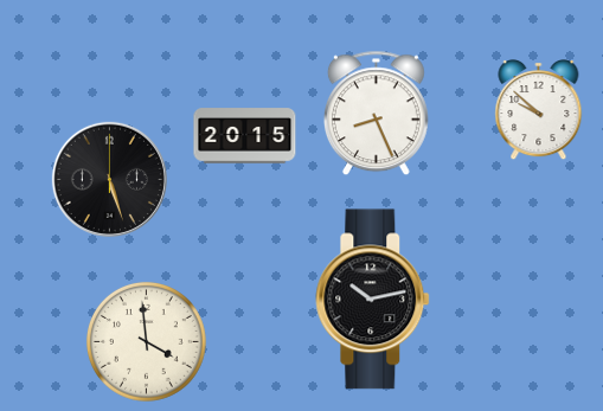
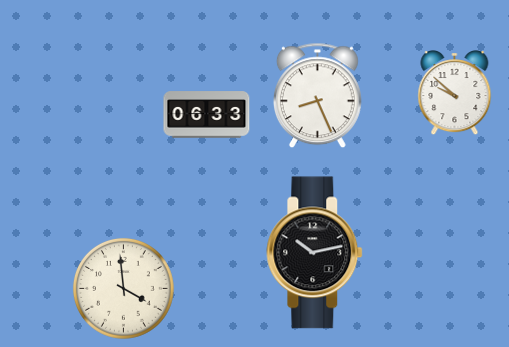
clock at (245, 136): 20:15 -> 06:33
clock at (109, 179): 5:27 -> none
